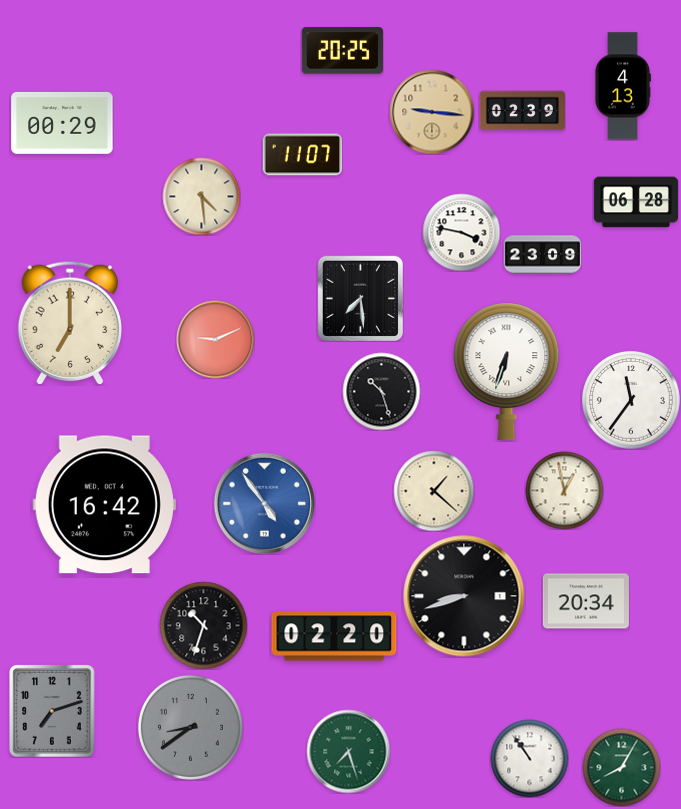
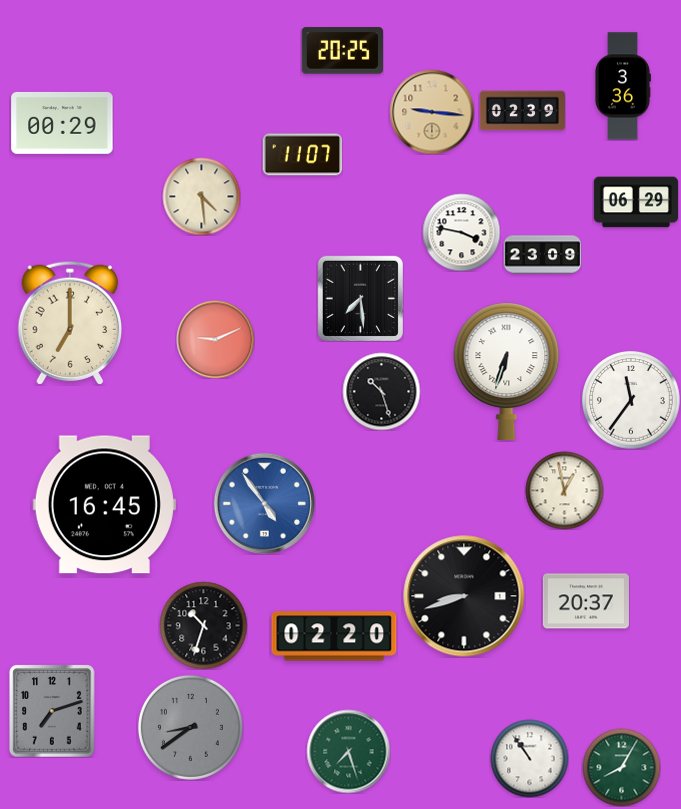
clock at (623, 86): 4:13 -> 3:36
clock at (635, 202): 06:28 -> 06:29
clock at (434, 491): 1:22 -> none
clock at (104, 505): 16:42 -> 16:45
clock at (586, 601): 20:34 -> 20:37
